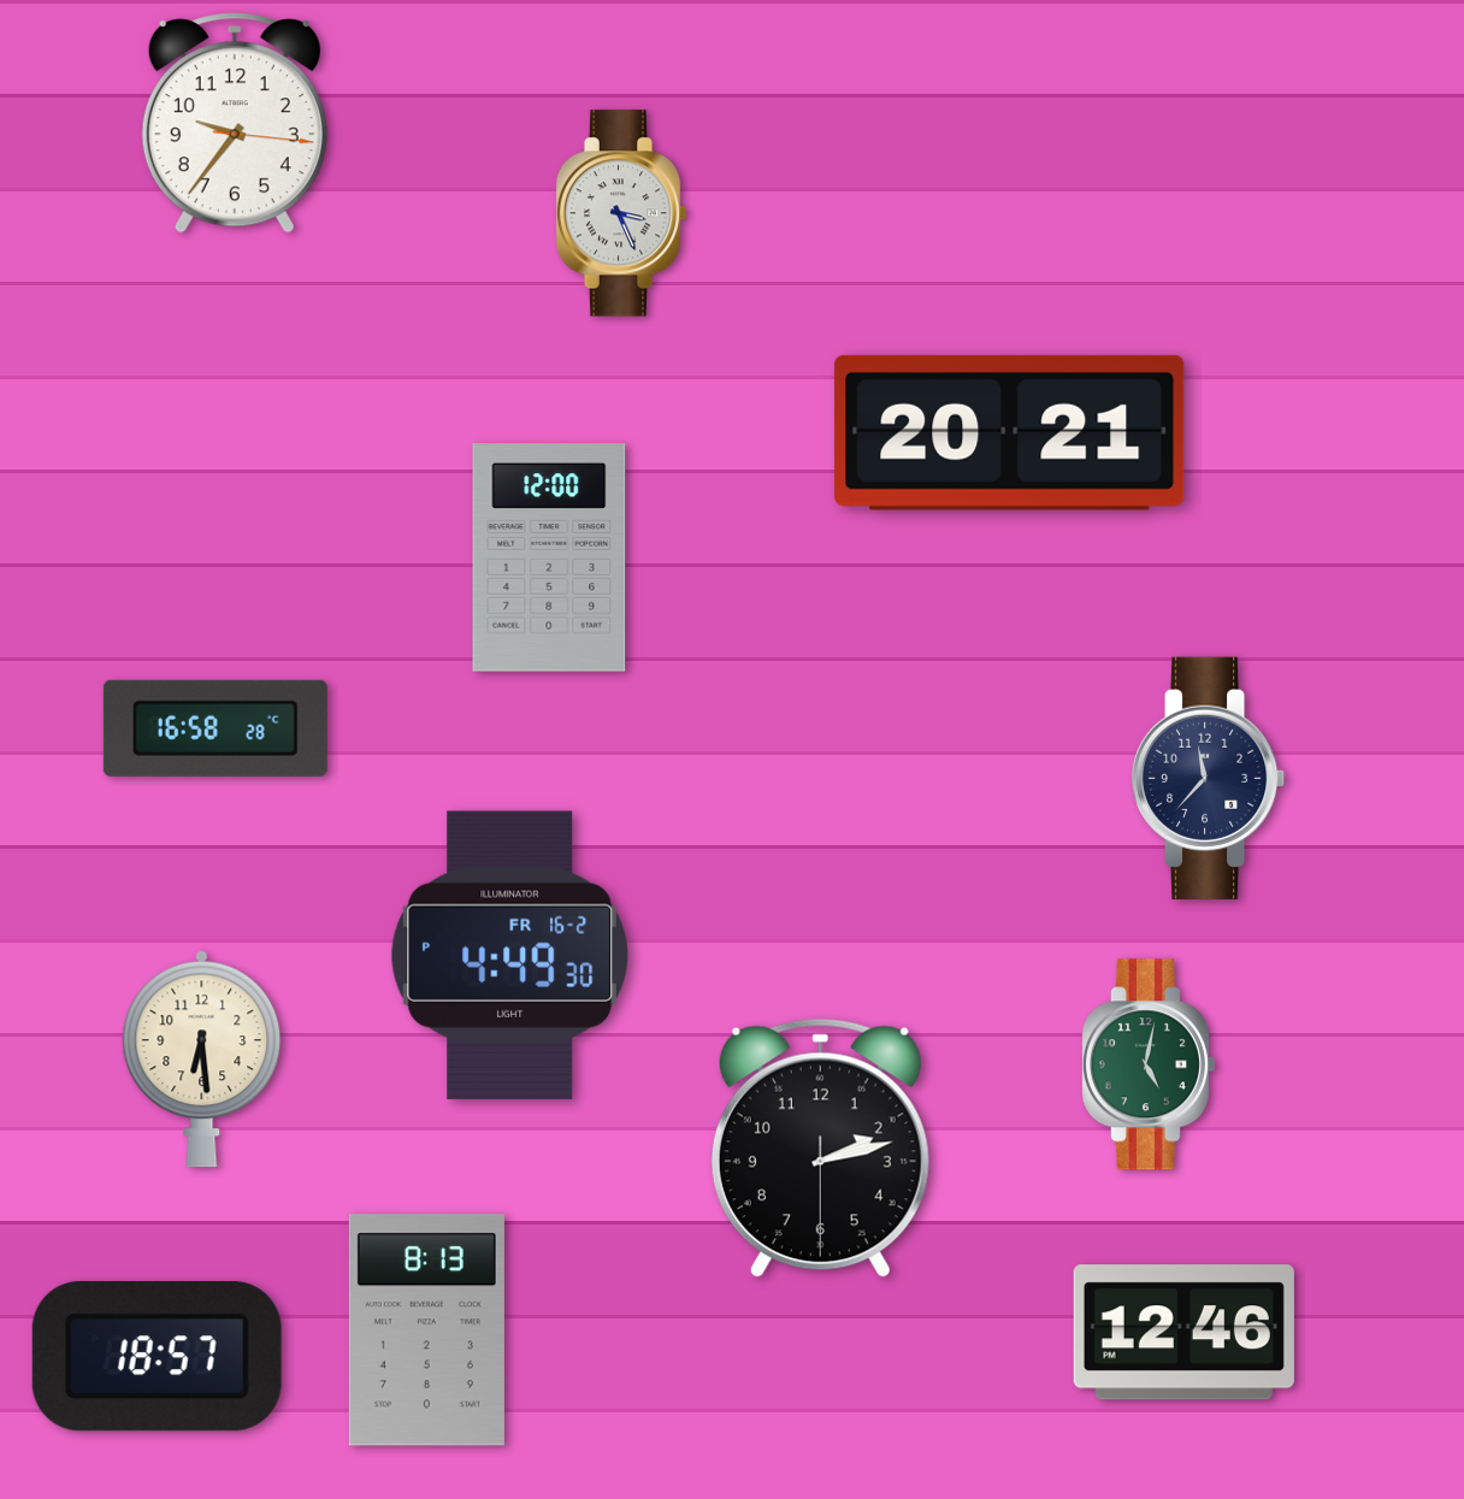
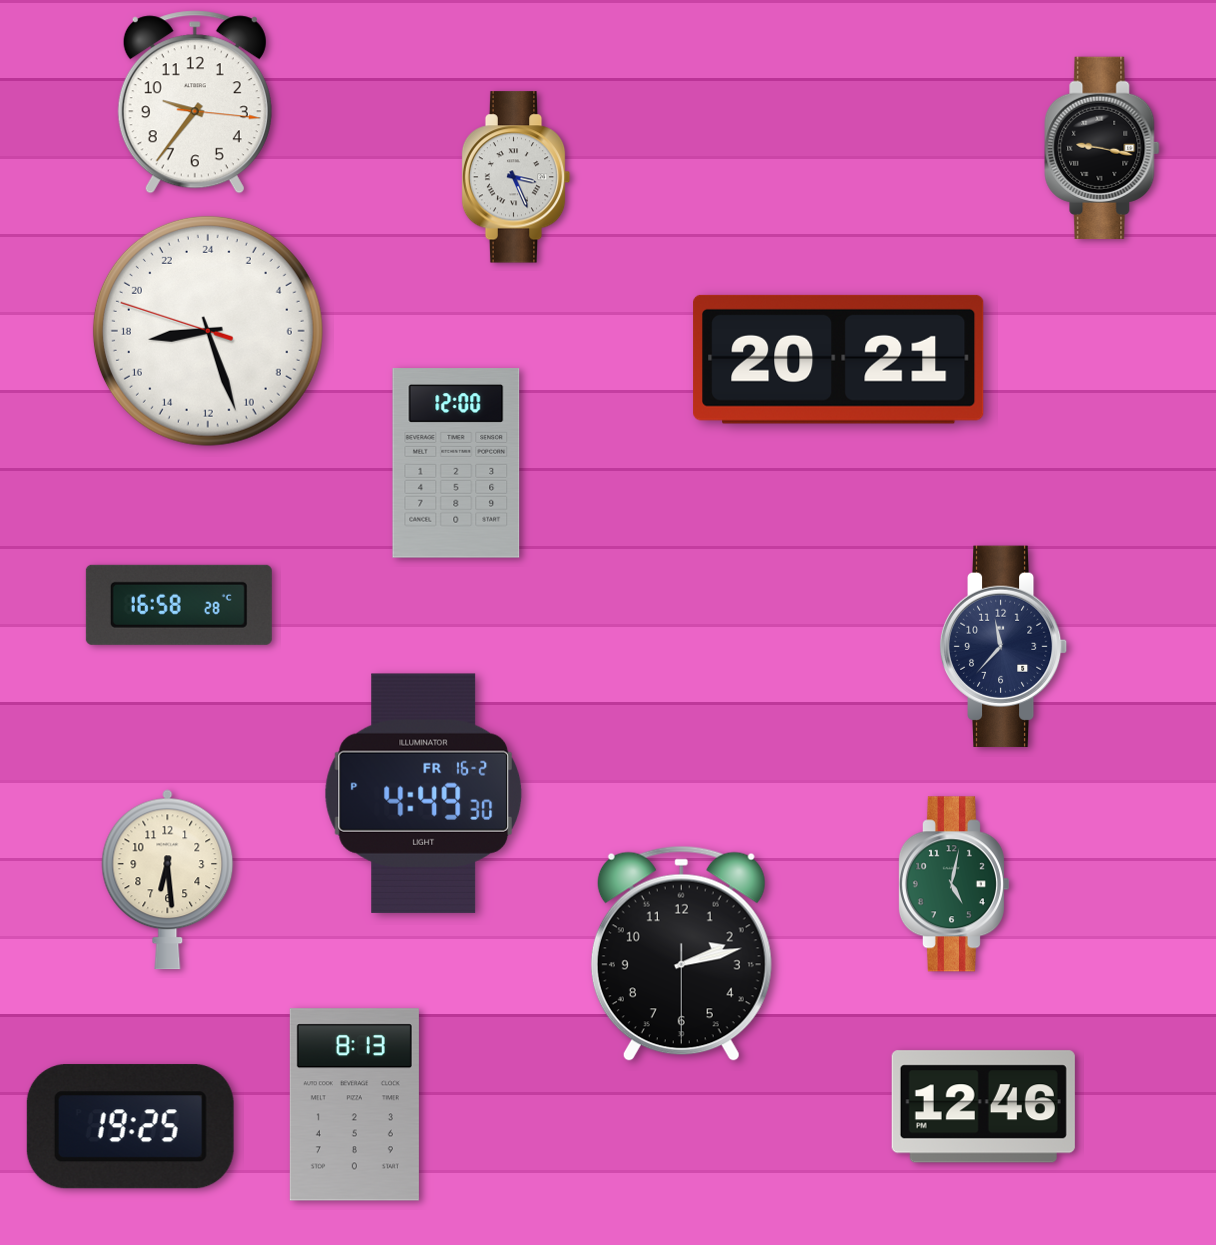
clock at (1102, 148): none -> 9:17
clock at (208, 331): none -> 17:26
clock at (157, 1357): 18:57 -> 19:25
